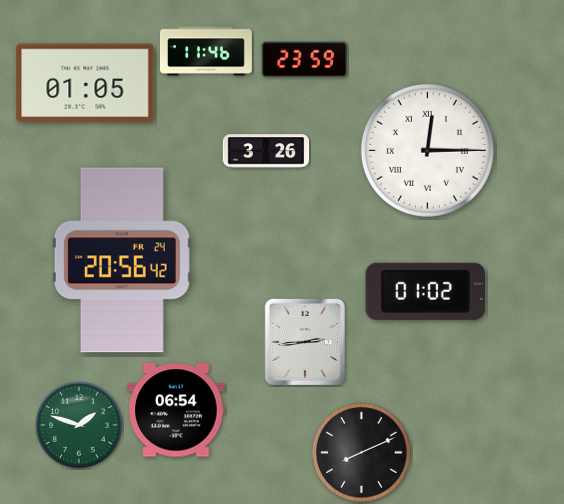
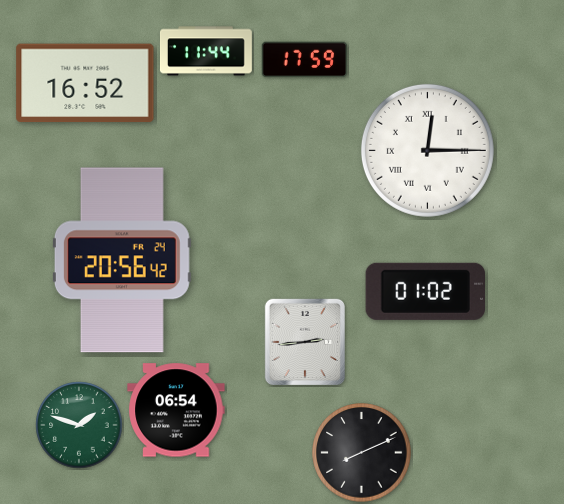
clock at (206, 51): 11:46 -> 11:44
clock at (305, 60): 23:59 -> 17:59
clock at (85, 83): 01:05 -> 16:52
clock at (266, 151): 3:26 -> none
